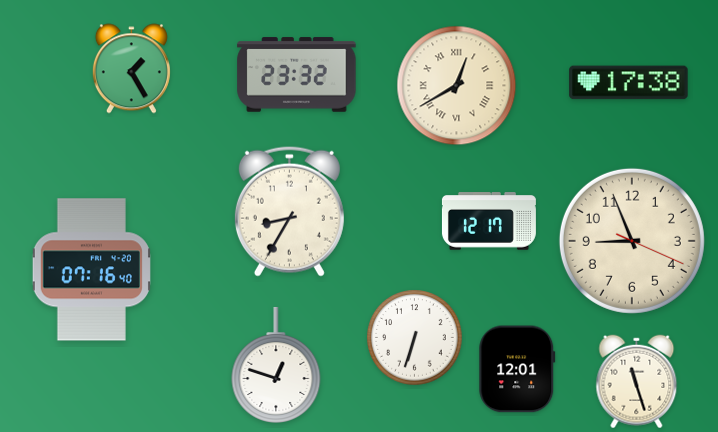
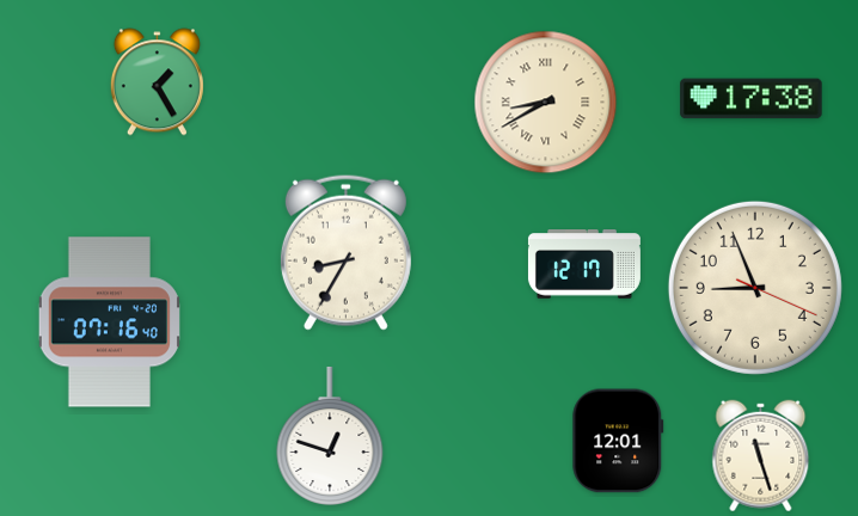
clock at (297, 75): 23:32 -> none
clock at (457, 86): 12:40 -> 8:40
clock at (415, 338): 6:33 -> none
